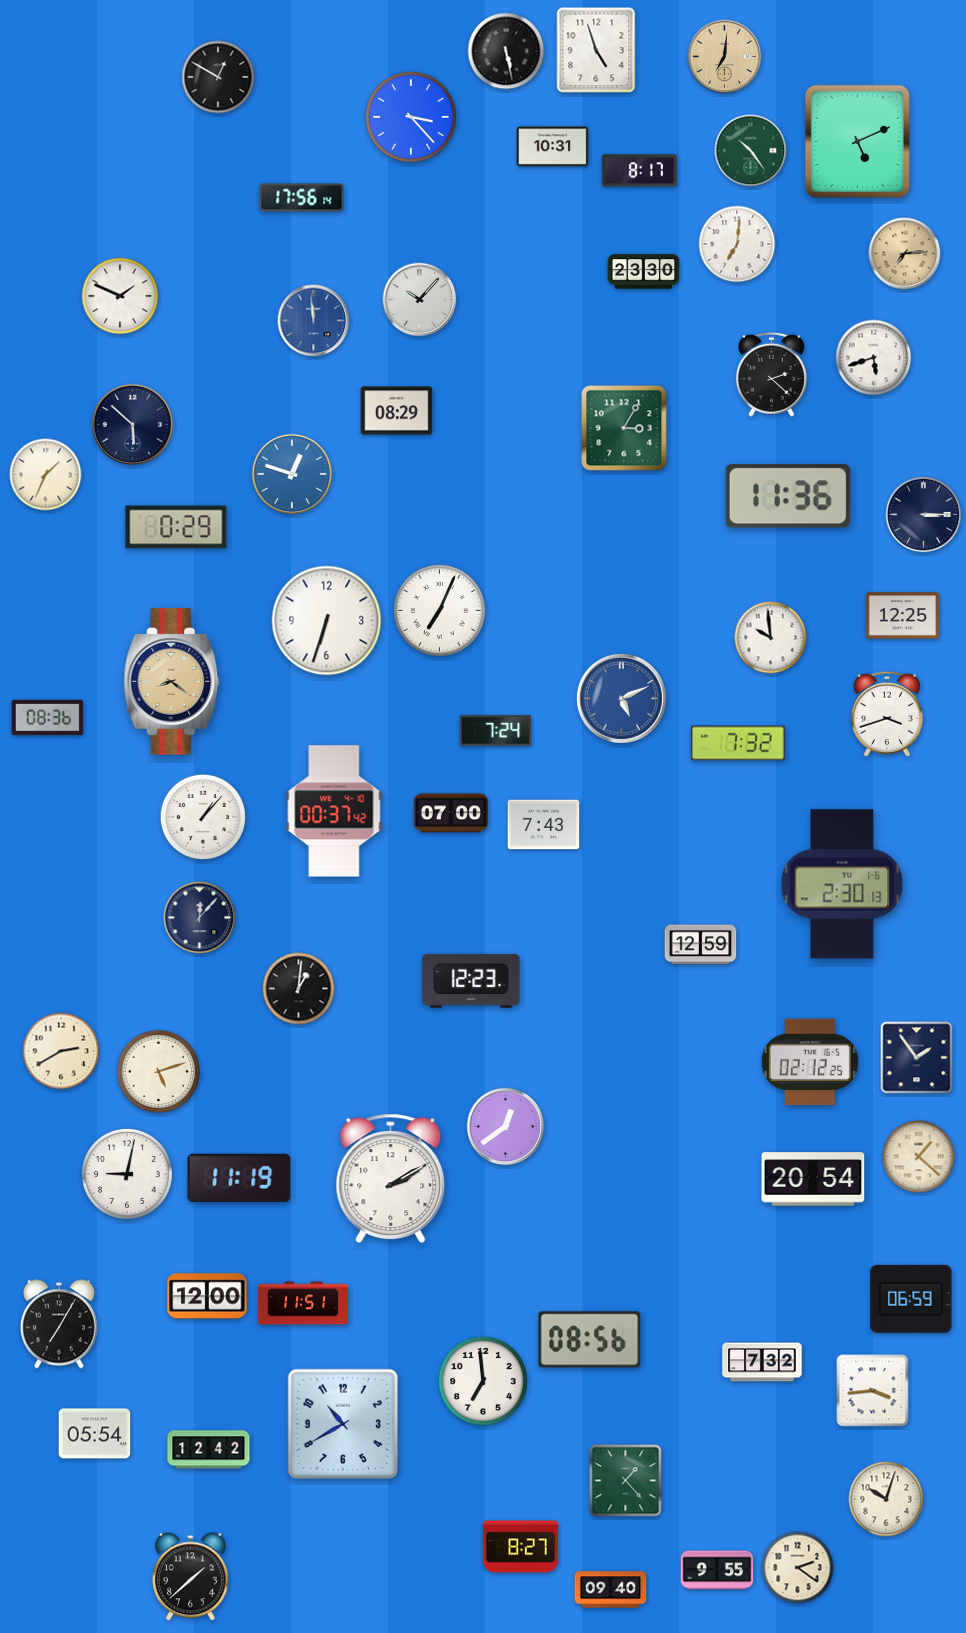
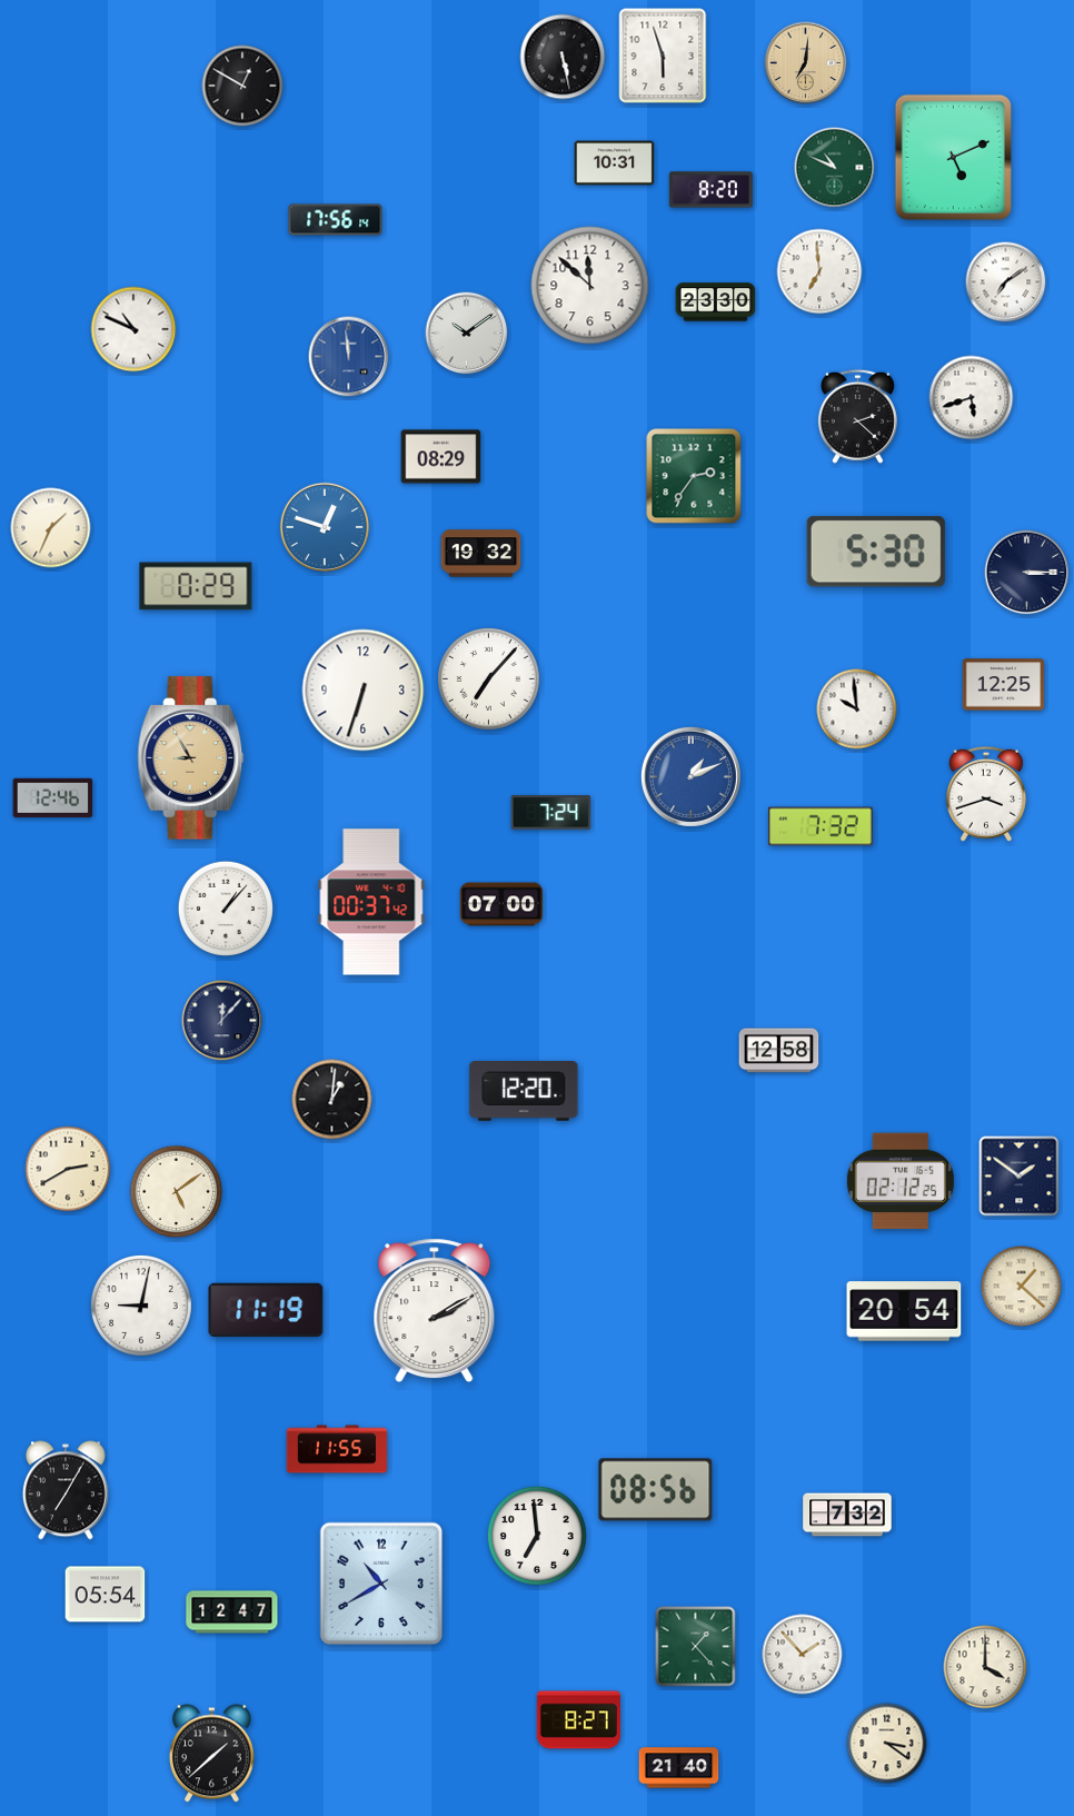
clock at (596, 50): 4:57 -> 5:57
clock at (411, 117): 3:23 -> none
clock at (751, 151): 10:24 -> 10:49
clock at (639, 171): 8:17 -> 8:20
clock at (737, 244): 7:01 -> 6:59
clock at (905, 254): 7:14 -> 7:09
clock at (905, 254) dial: champagne -> white
clock at (590, 286): none -> 11:52
clock at (120, 296): 1:49 -> 10:49
clock at (420, 300): 10:07 -> 10:09
clock at (132, 424): 5:52 -> none
clock at (624, 428): 3:05 -> 2:36
clock at (788, 496): 11:36 -> 5:30
clock at (481, 554): none -> 19:32
clock at (440, 611): 7:04 -> 7:07
clock at (172, 682): 8:21 -> 8:55
clock at (621, 698): 5:11 -> 1:11
clock at (48, 717): 08:36 -> 12:46
clock at (544, 825): 7:43 -> none
clock at (842, 884): 2:30 -> none
clock at (701, 945): 12:59 -> 12:58
clock at (471, 981): 12:23 -> 12:20
clock at (917, 1058): 1:54 -> 1:51
clock at (159, 1072): 5:12 -> 5:09
clock at (506, 1127): 12:39 -> none
clock at (207, 1296): 12:00 -> none
clock at (911, 1299): 06:59 -> none
clock at (303, 1303): 11:51 -> 11:55
clock at (59, 1324) position: (59, 1324) -> (66, 1490)
clock at (873, 1391): 3:44 -> none
clock at (209, 1450): 12:42 -> 12:47
clock at (803, 1655): none -> 1:53
clock at (886, 1499): 10:03 -> 4:00
clock at (798, 1568): 2:21 -> 3:21
clock at (717, 1570): 9:55 -> none
clock at (611, 1590): 09:40 -> 21:40
